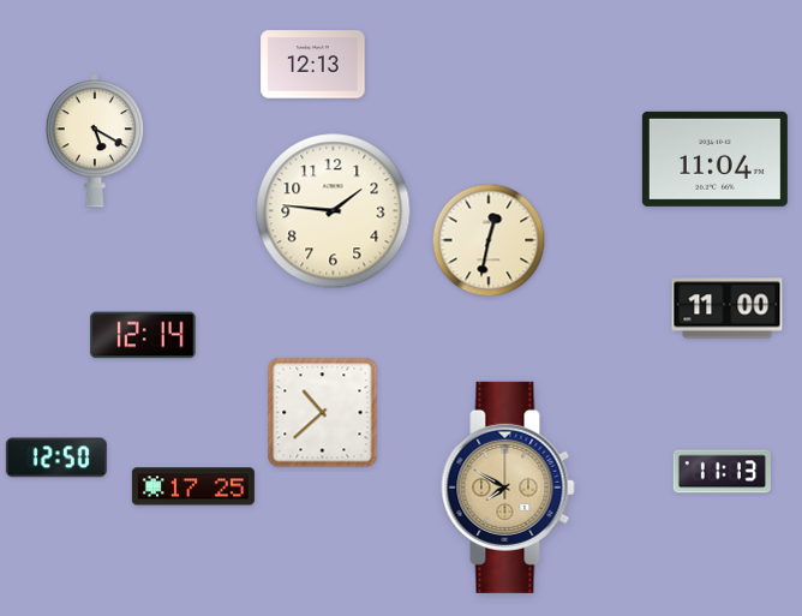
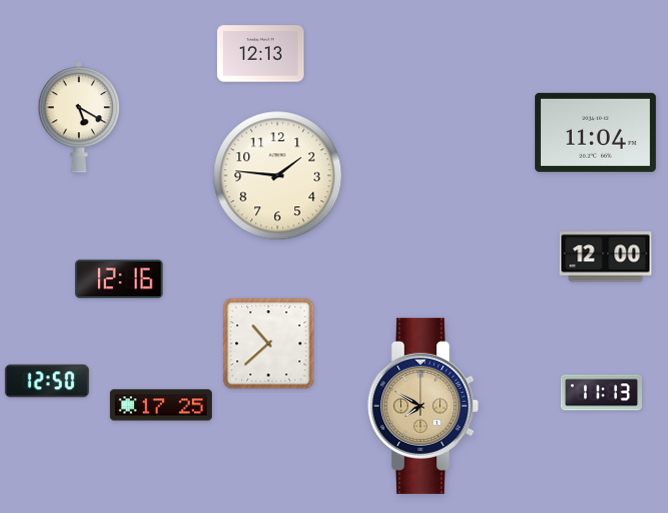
clock at (489, 240): 12:32 -> none
clock at (728, 309): 11:00 -> 12:00
clock at (143, 335): 12:14 -> 12:16
